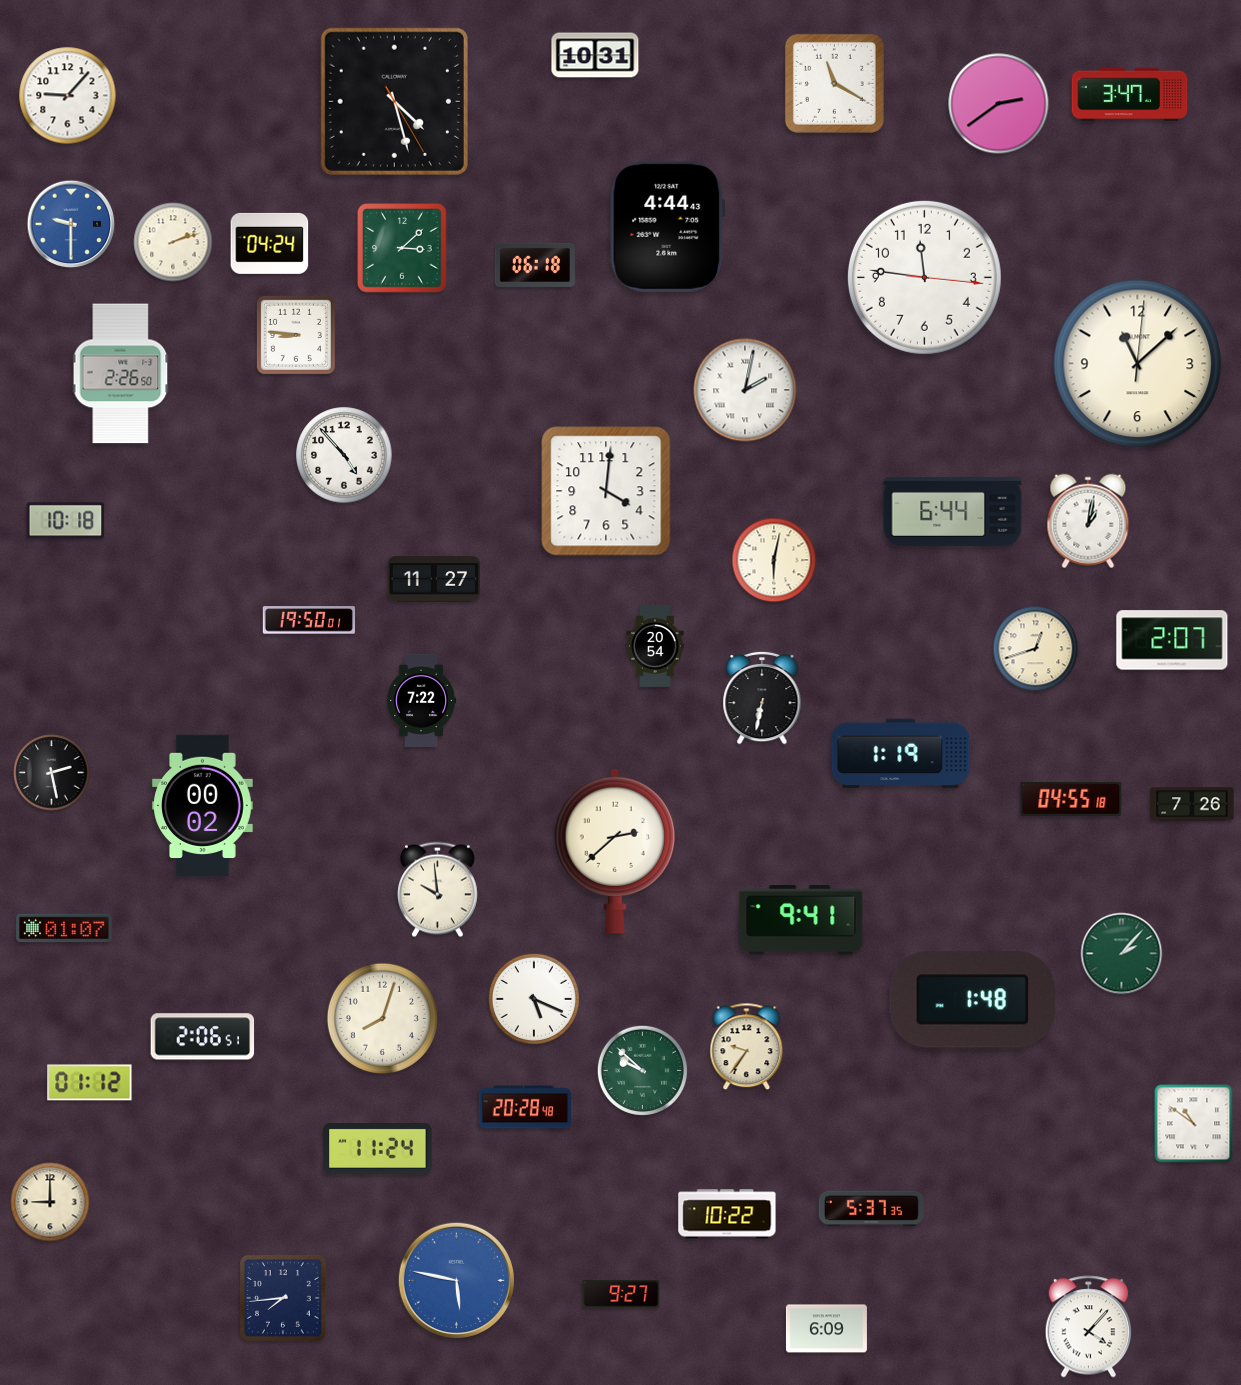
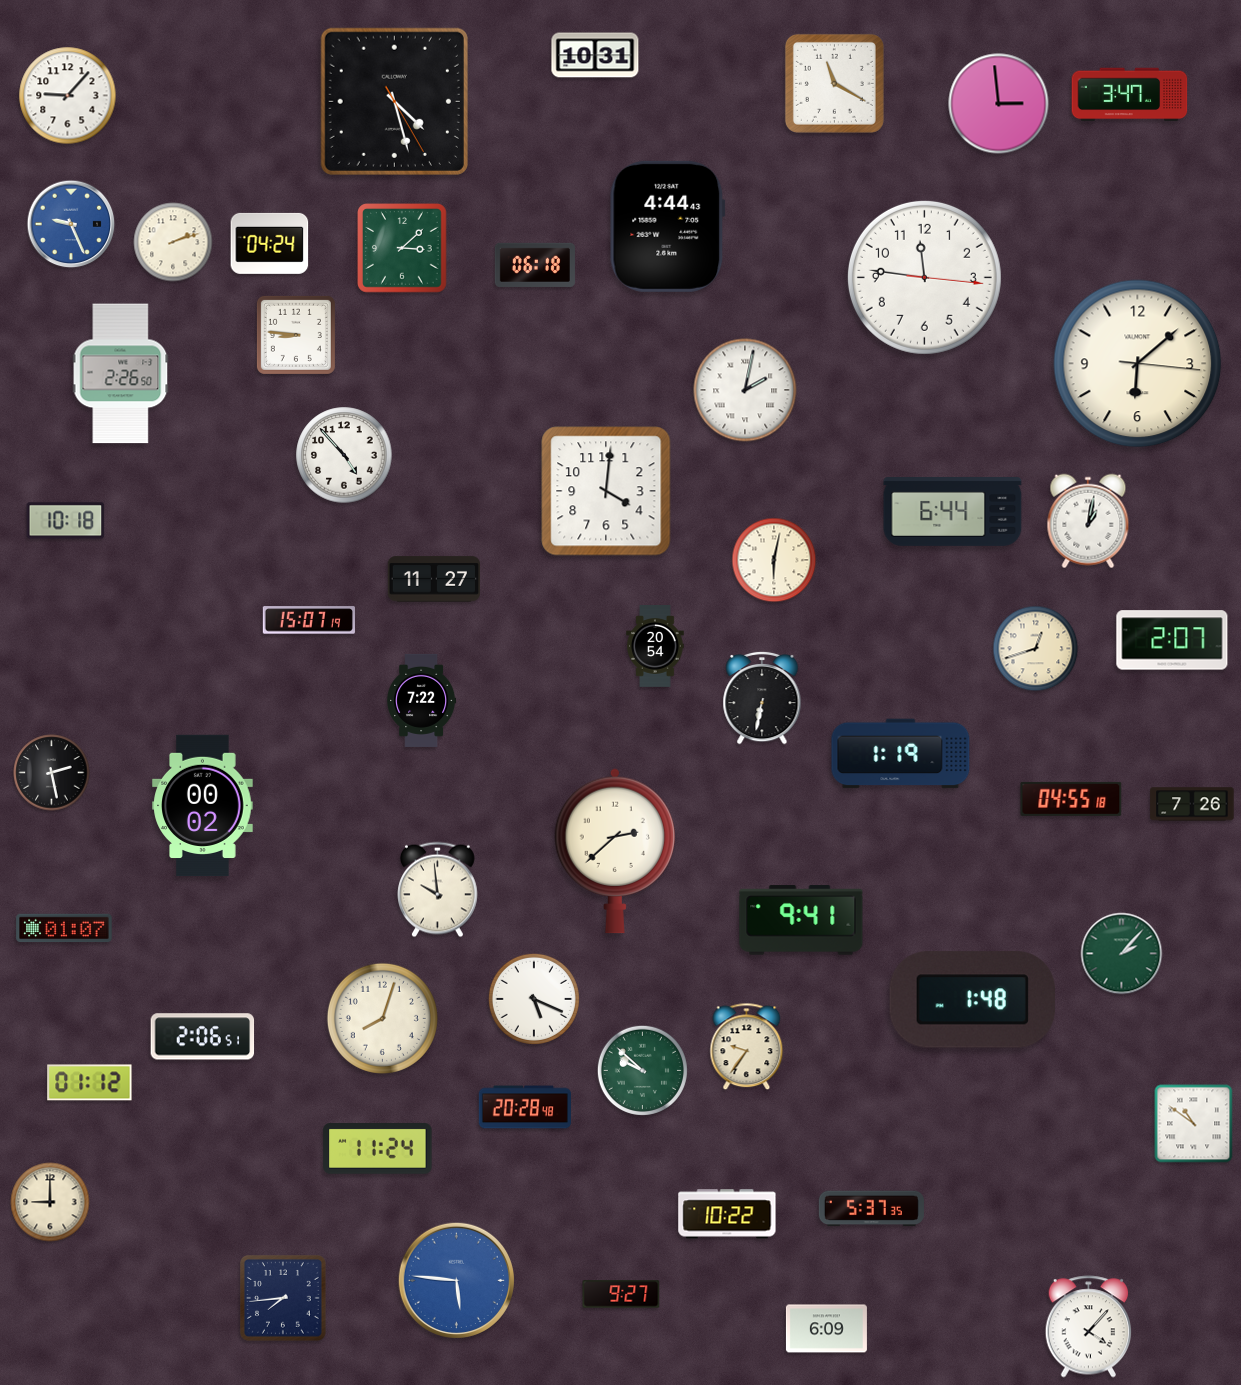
clock at (999, 104): 2:39 -> 2:59
clock at (71, 224): 9:30 -> 9:26
clock at (1138, 364): 11:08 -> 6:08
clock at (309, 620): 19:50 -> 15:07
clock at (456, 1280): 5:47 -> 5:46
